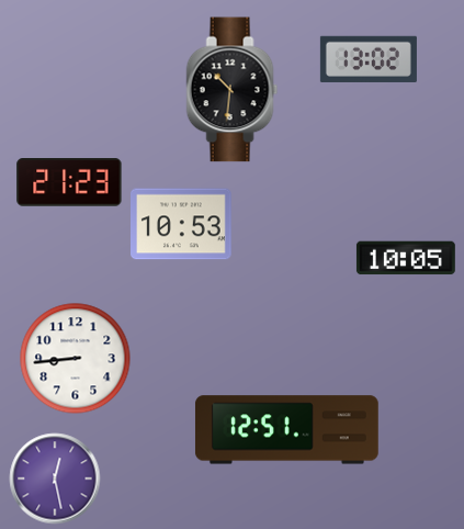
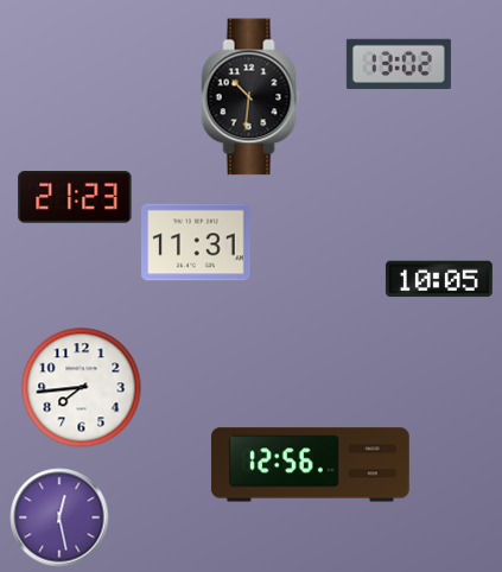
clock at (182, 224): 10:53 -> 11:31
clock at (76, 359): 8:44 -> 7:44
clock at (286, 430): 12:51 -> 12:56
